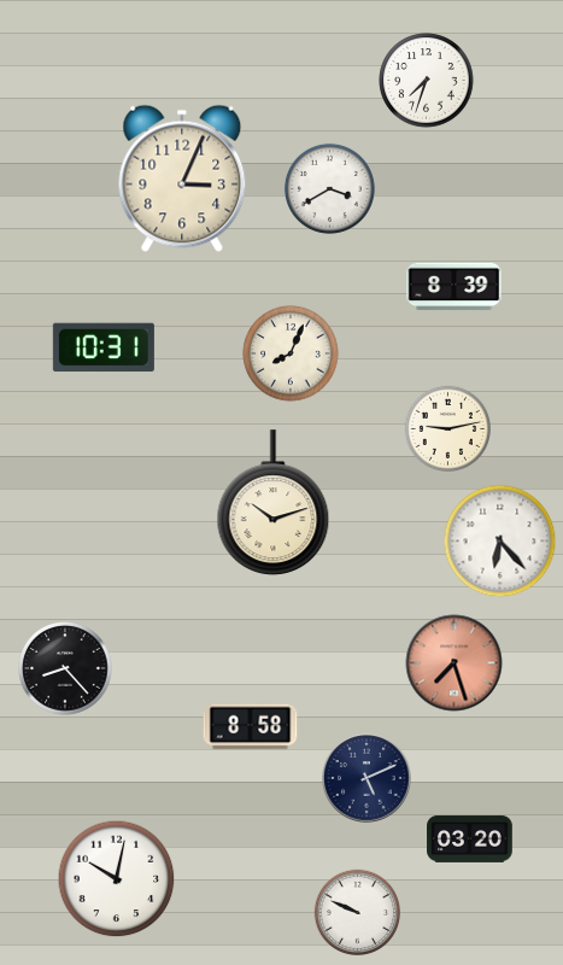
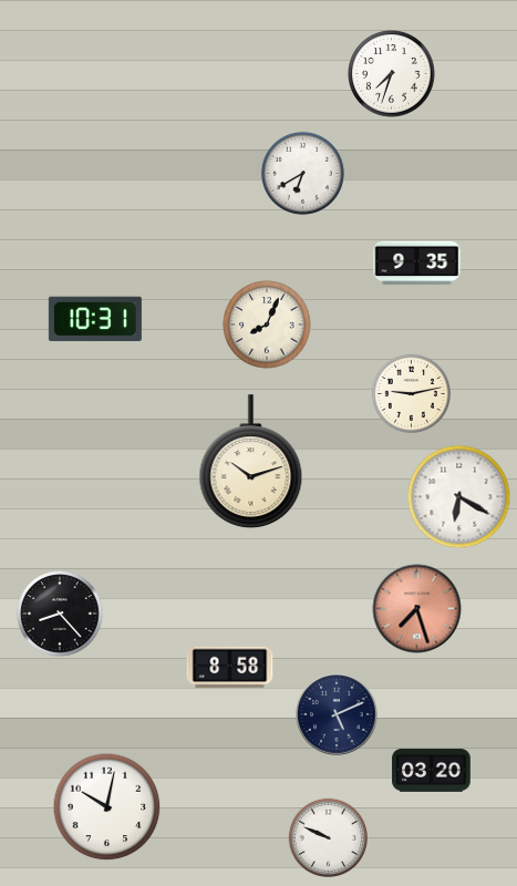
clock at (182, 179): 3:04 -> none
clock at (329, 188): 3:40 -> 6:40
clock at (454, 287): 8:39 -> 9:35
clock at (500, 542): 6:23 -> 6:20
